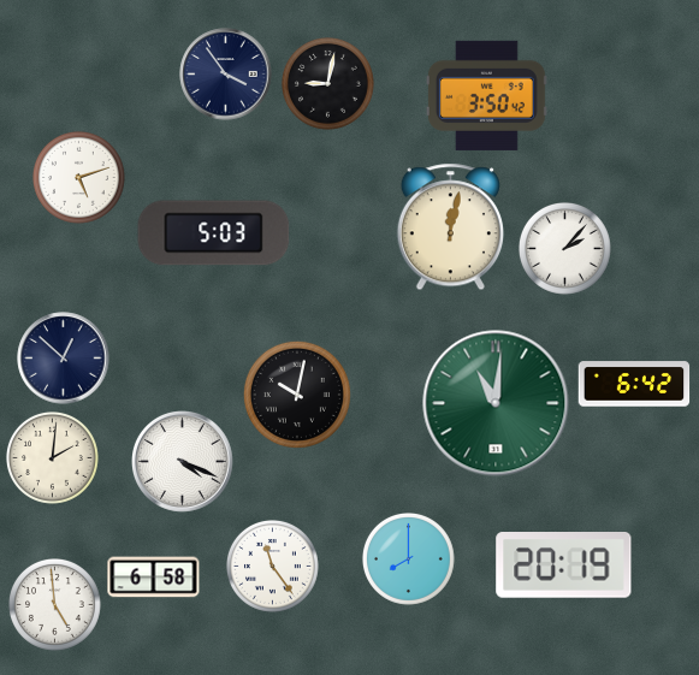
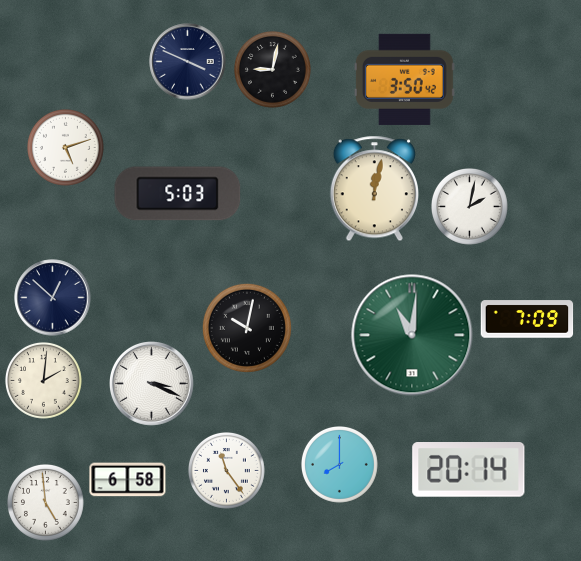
clock at (226, 75): 3:54 -> 3:49
clock at (565, 249): 2:07 -> 2:02
clock at (634, 384): 6:42 -> 7:09
clock at (183, 462): 4:19 -> 3:19
clock at (564, 566): 20:19 -> 20:14
